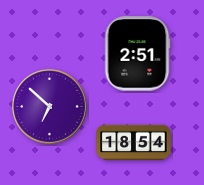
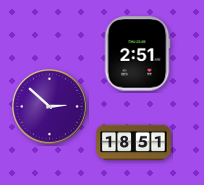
clock at (50, 107): 6:52 -> 2:52
clock at (134, 143): 18:54 -> 18:51
